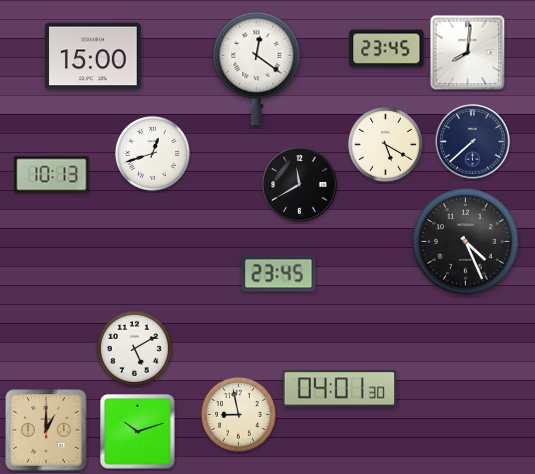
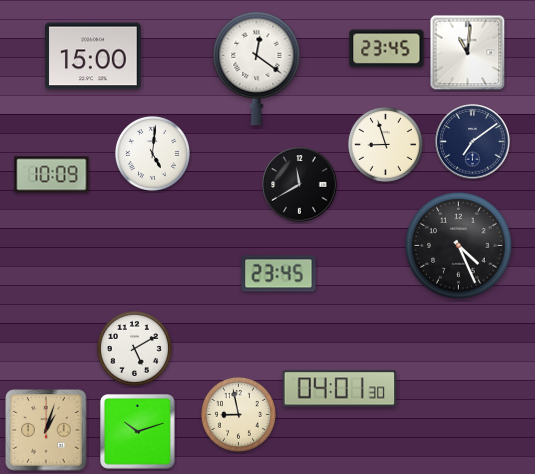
clock at (468, 53): 8:01 -> 11:01
clock at (473, 142): 7:38 -> 7:09
clock at (385, 144): 5:20 -> 8:57
clock at (152, 153): 12:42 -> 5:01
clock at (52, 175): 10:13 -> 10:09
clock at (466, 242) position: (466, 242) -> (459, 246)
clock at (46, 430): 1:00 -> 1:03
